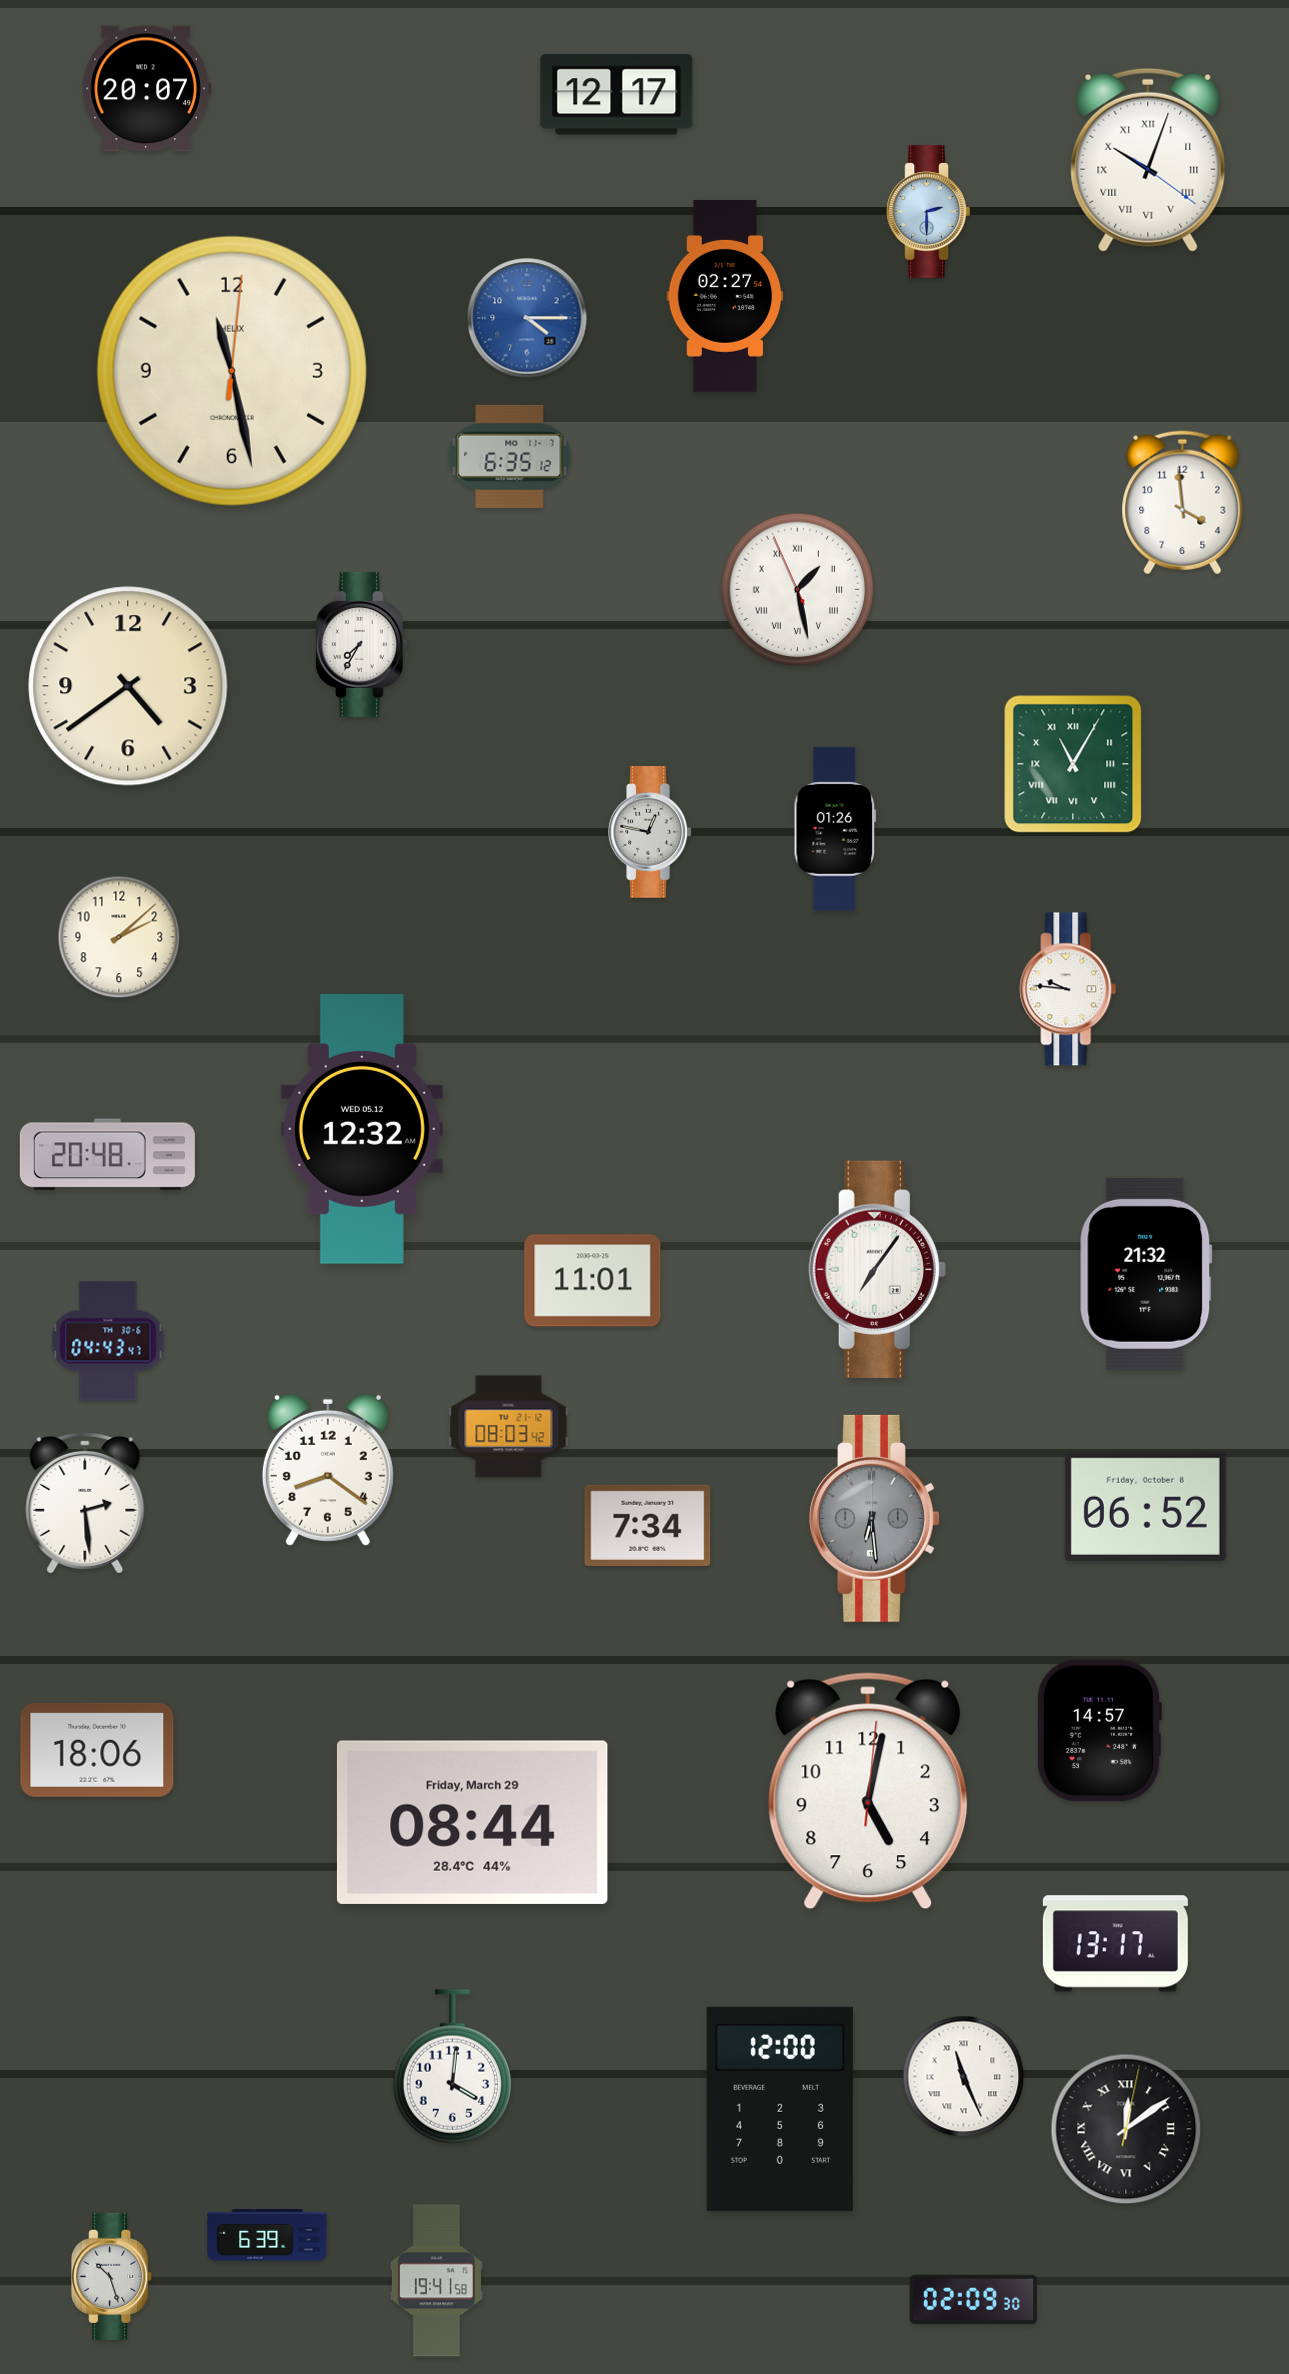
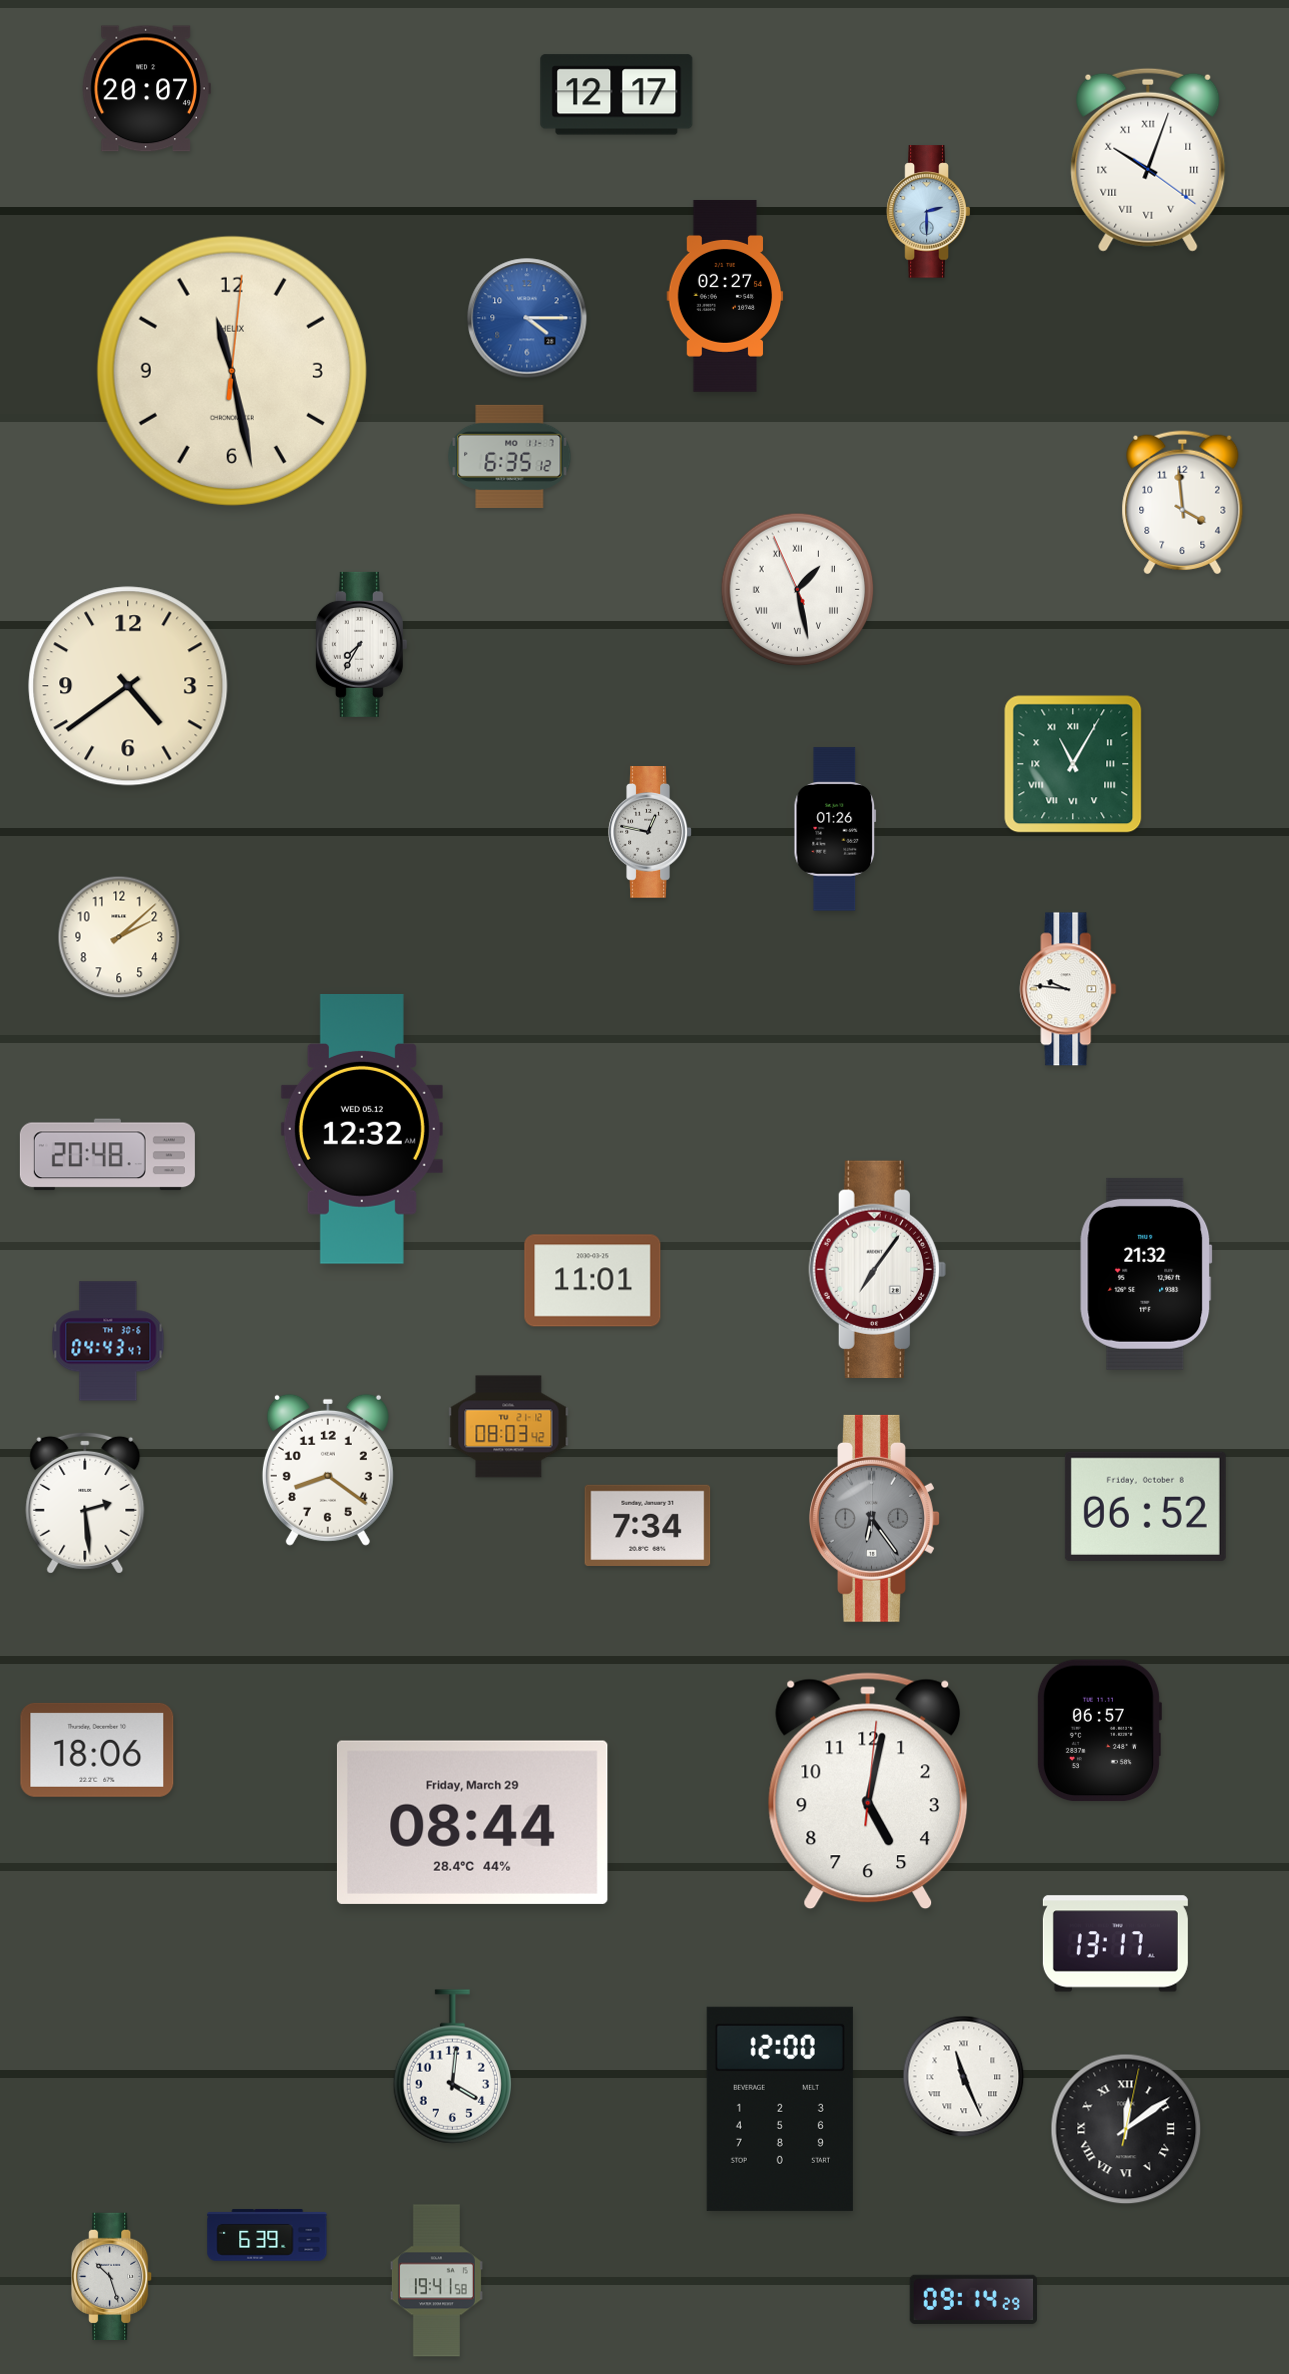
clock at (875, 1518): 6:29 -> 6:24
clock at (1099, 1731): 14:57 -> 06:57
clock at (973, 2299): 02:09 -> 09:14
